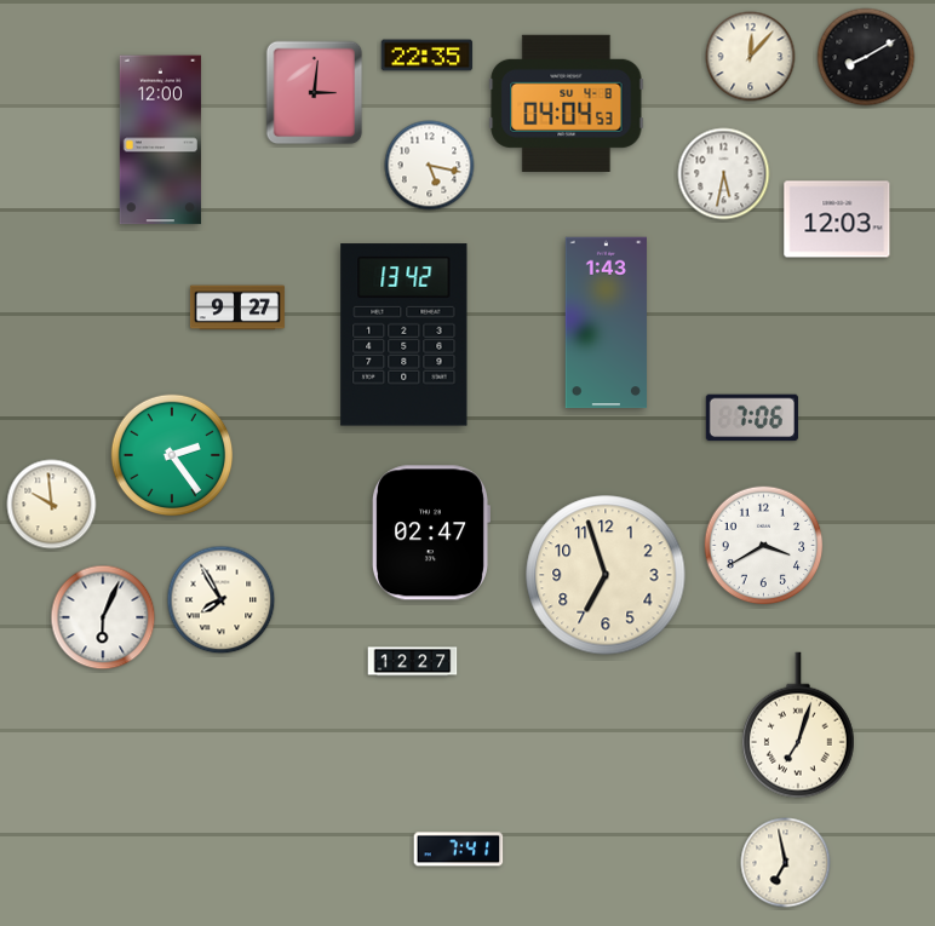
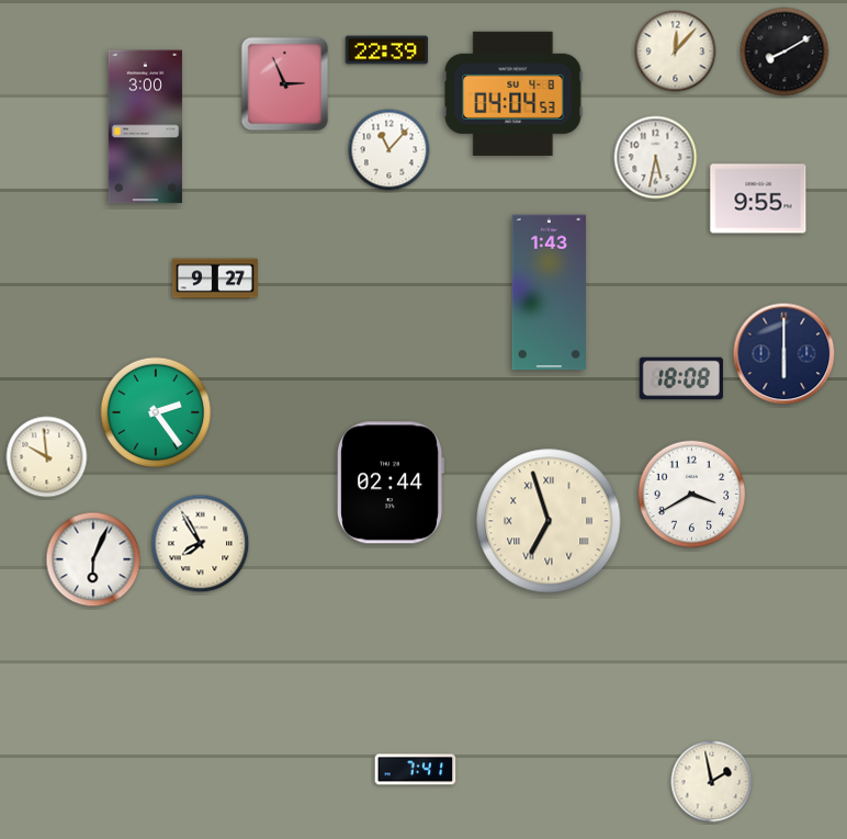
clock at (428, 56): 22:35 -> 22:39
clock at (751, 57) position: (751, 57) -> (676, 52)
clock at (315, 93): 3:01 -> 2:56
clock at (160, 140): 12:00 -> 3:00
clock at (430, 166): 5:17 -> 11:07
clock at (837, 219): 12:03 -> 9:55
clock at (405, 335): 13:42 -> none
clock at (784, 354): none -> 6:00
clock at (752, 418): 7:06 -> 18:08
clock at (431, 533): 02:47 -> 02:44
clock at (606, 575) numerals: Arabic -> Roman
clock at (413, 662): 12:27 -> none
clock at (798, 725): 7:03 -> none
clock at (786, 863): 6:58 -> 1:58
